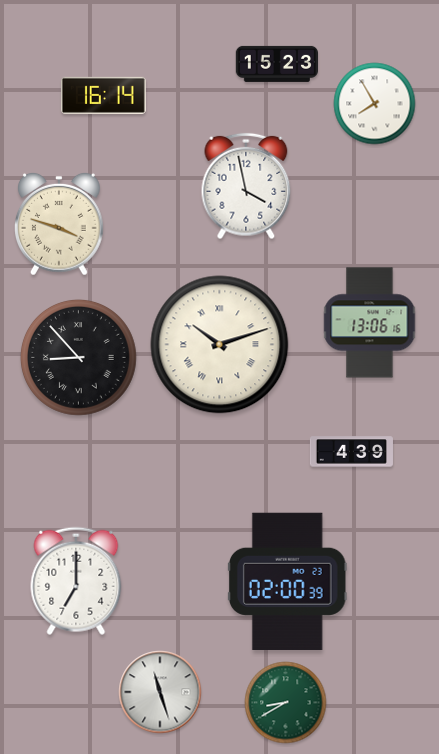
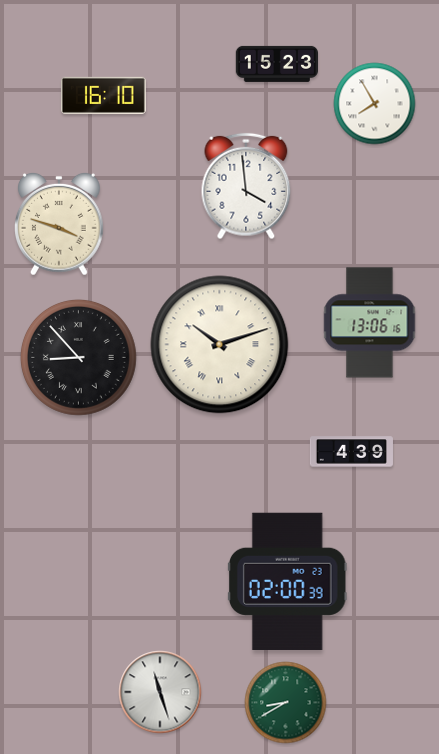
clock at (103, 95): 16:14 -> 16:10
clock at (246, 186): 3:58 -> 3:59
clock at (76, 581): 7:00 -> none
